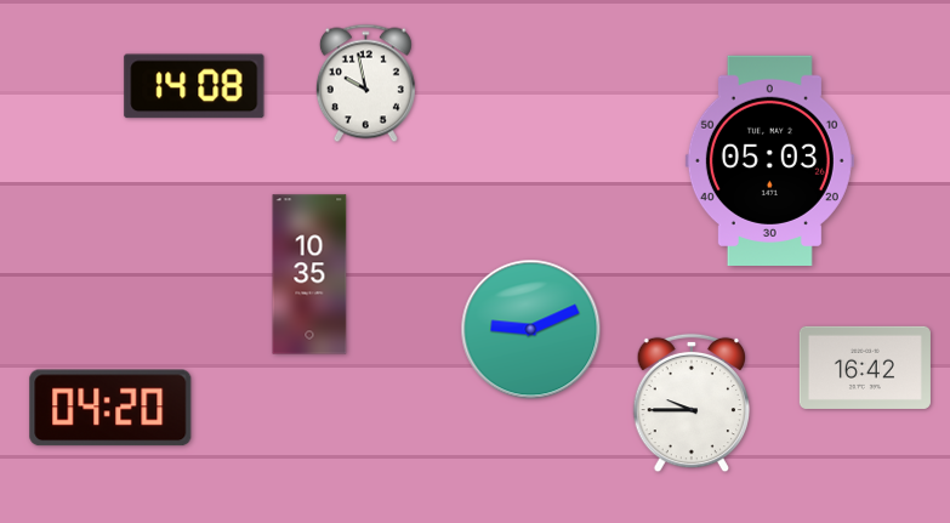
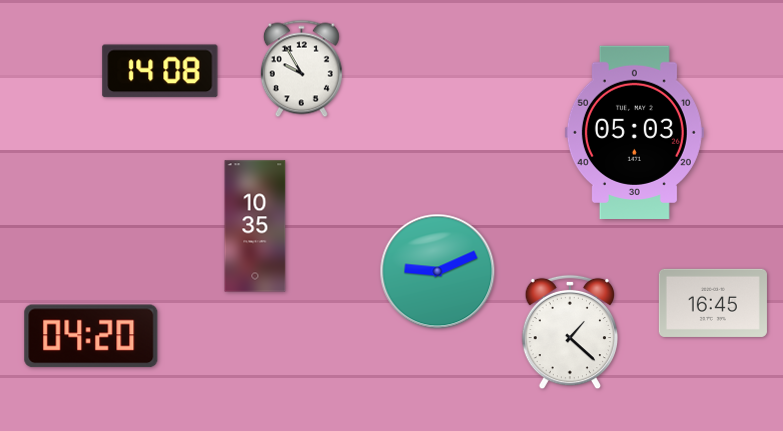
clock at (365, 84): 9:58 -> 9:55
clock at (865, 368): 16:42 -> 16:45
clock at (692, 403): 9:45 -> 1:22
